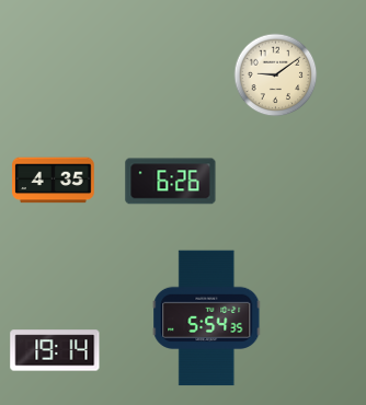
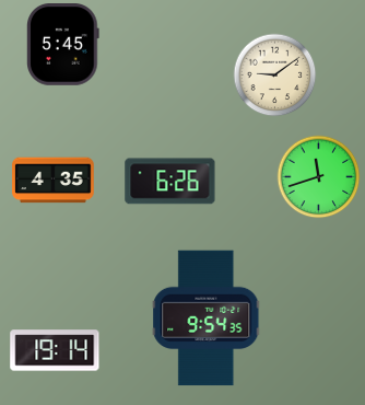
clock at (63, 45): none -> 5:45
clock at (319, 177): none -> 11:42
clock at (207, 319): 5:54 -> 9:54
